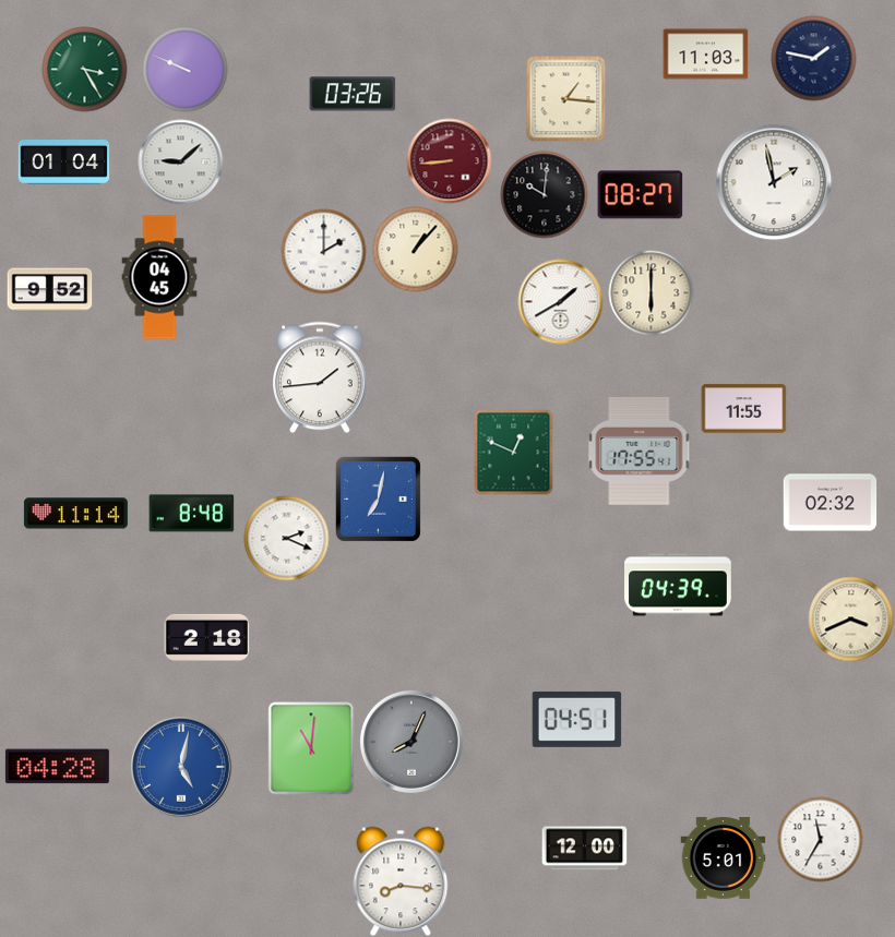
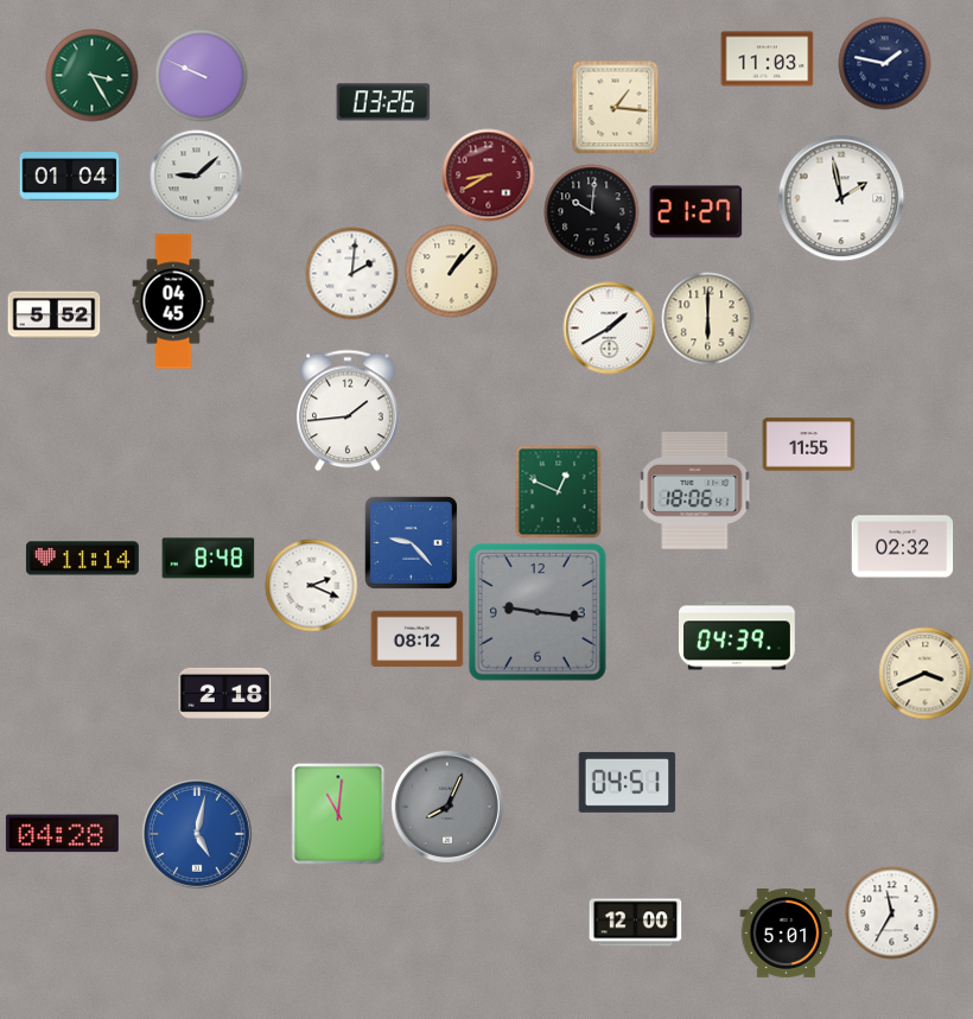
clock at (449, 160): 8:44 -> 8:40
clock at (640, 195): 08:27 -> 21:27
clock at (323, 251): 2:00 -> 2:01
clock at (49, 290): 9:52 -> 5:52
clock at (640, 451): 17:55 -> 18:06
clock at (378, 498): 7:02 -> 9:23
clock at (538, 612): none -> 9:16
clock at (416, 639): none -> 08:12
clock at (401, 881): 8:16 -> none
